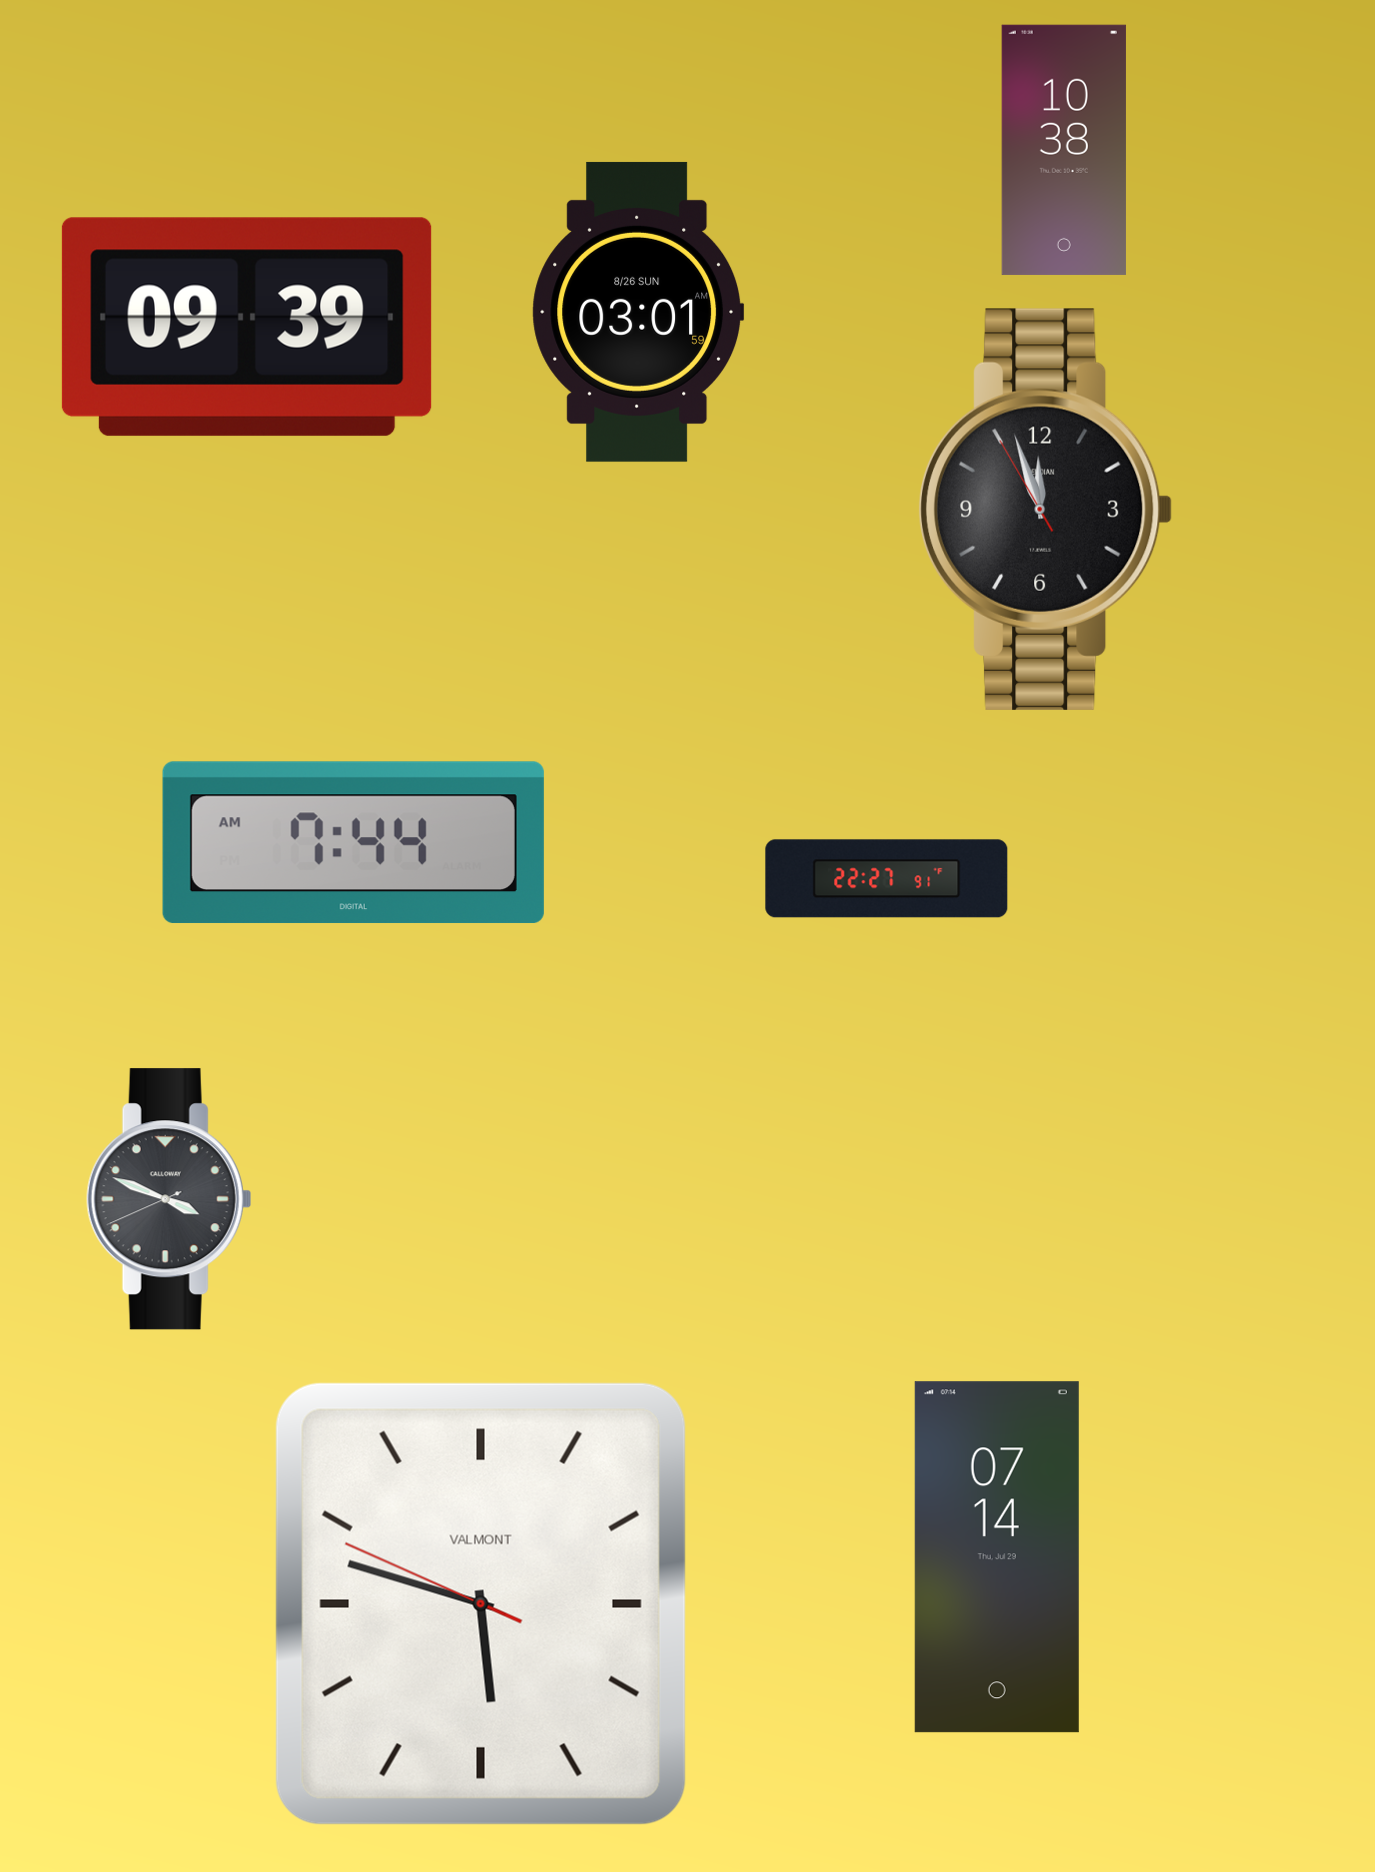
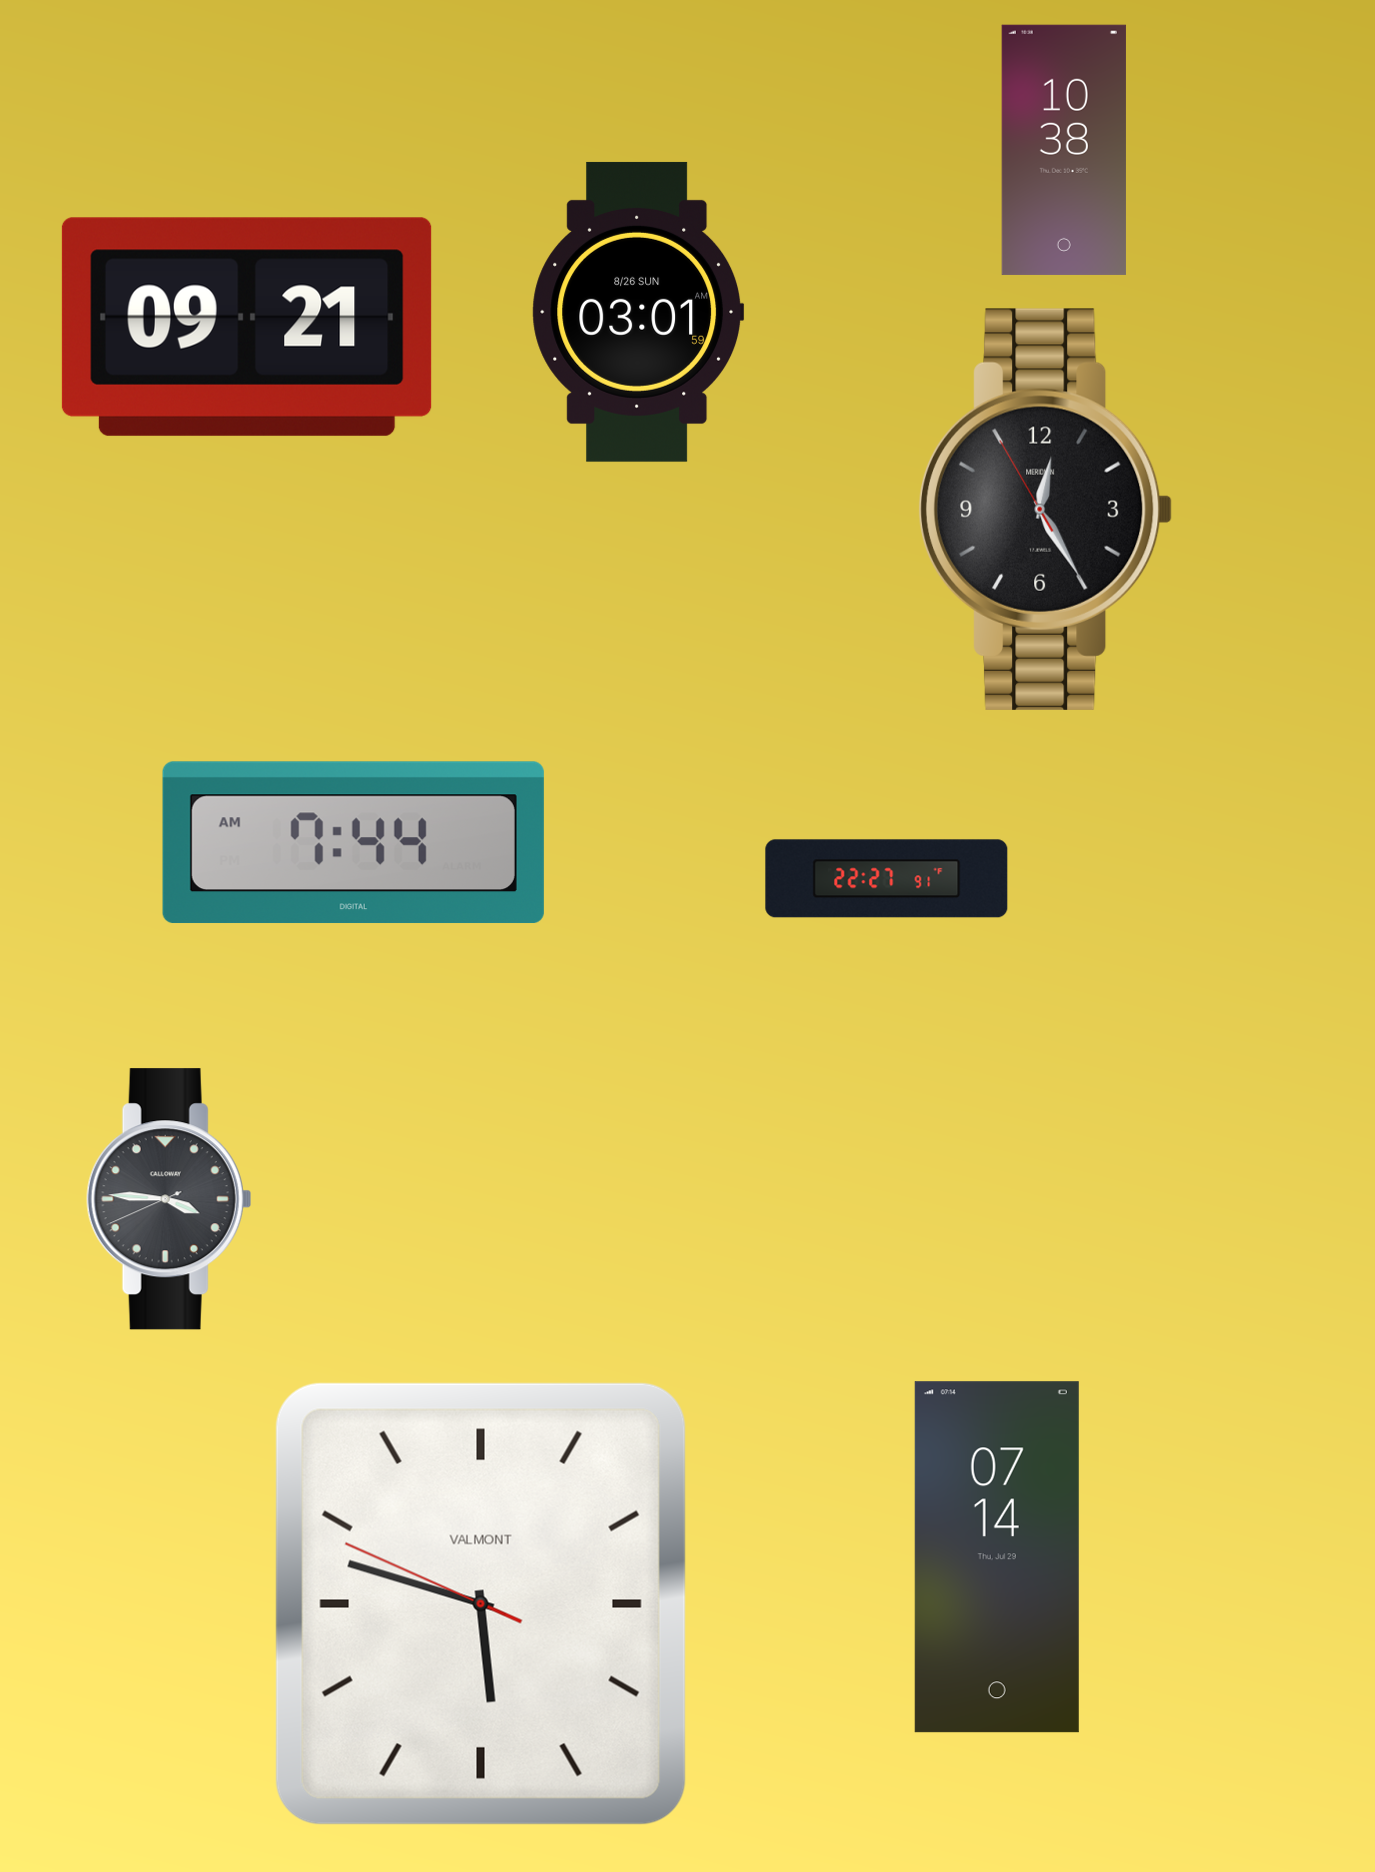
clock at (247, 327): 09:39 -> 09:21
clock at (1046, 509): 11:56 -> 12:24
clock at (169, 1199): 3:48 -> 3:45
